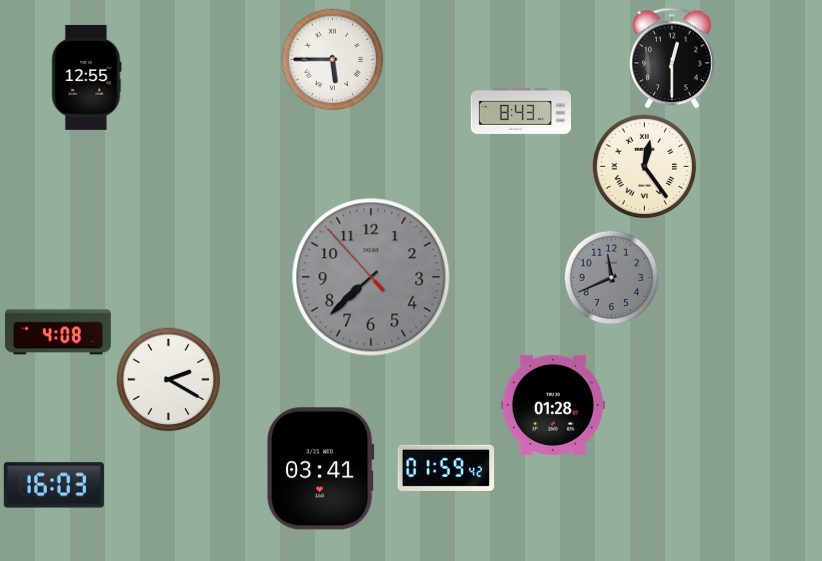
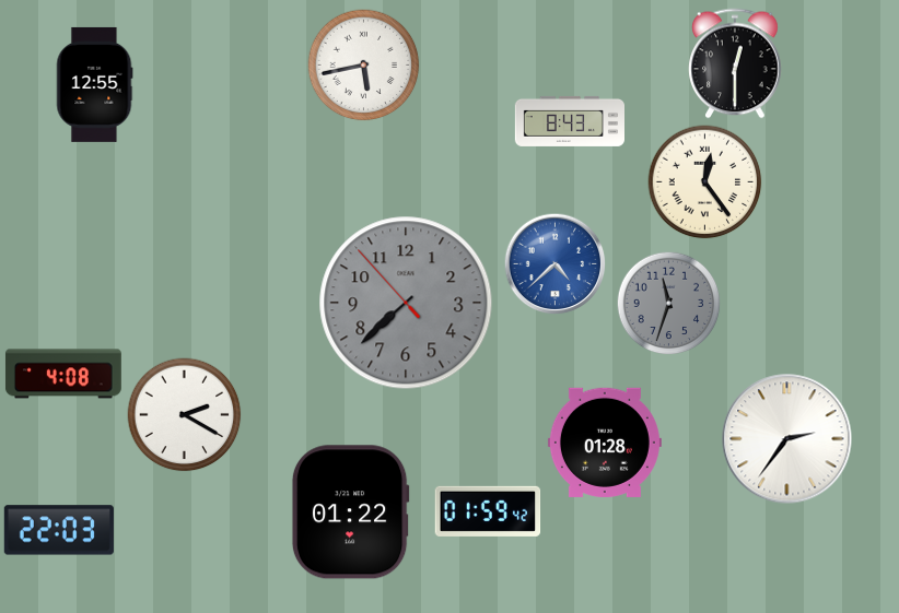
clock at (333, 60): 5:45 -> 5:43
clock at (554, 263): none -> 4:38
clock at (611, 277): 11:41 -> 11:33
clock at (58, 332) position: (58, 332) -> (63, 374)
clock at (787, 439): none -> 2:36
clock at (320, 469): 03:41 -> 01:22
clock at (54, 485): 16:03 -> 22:03
